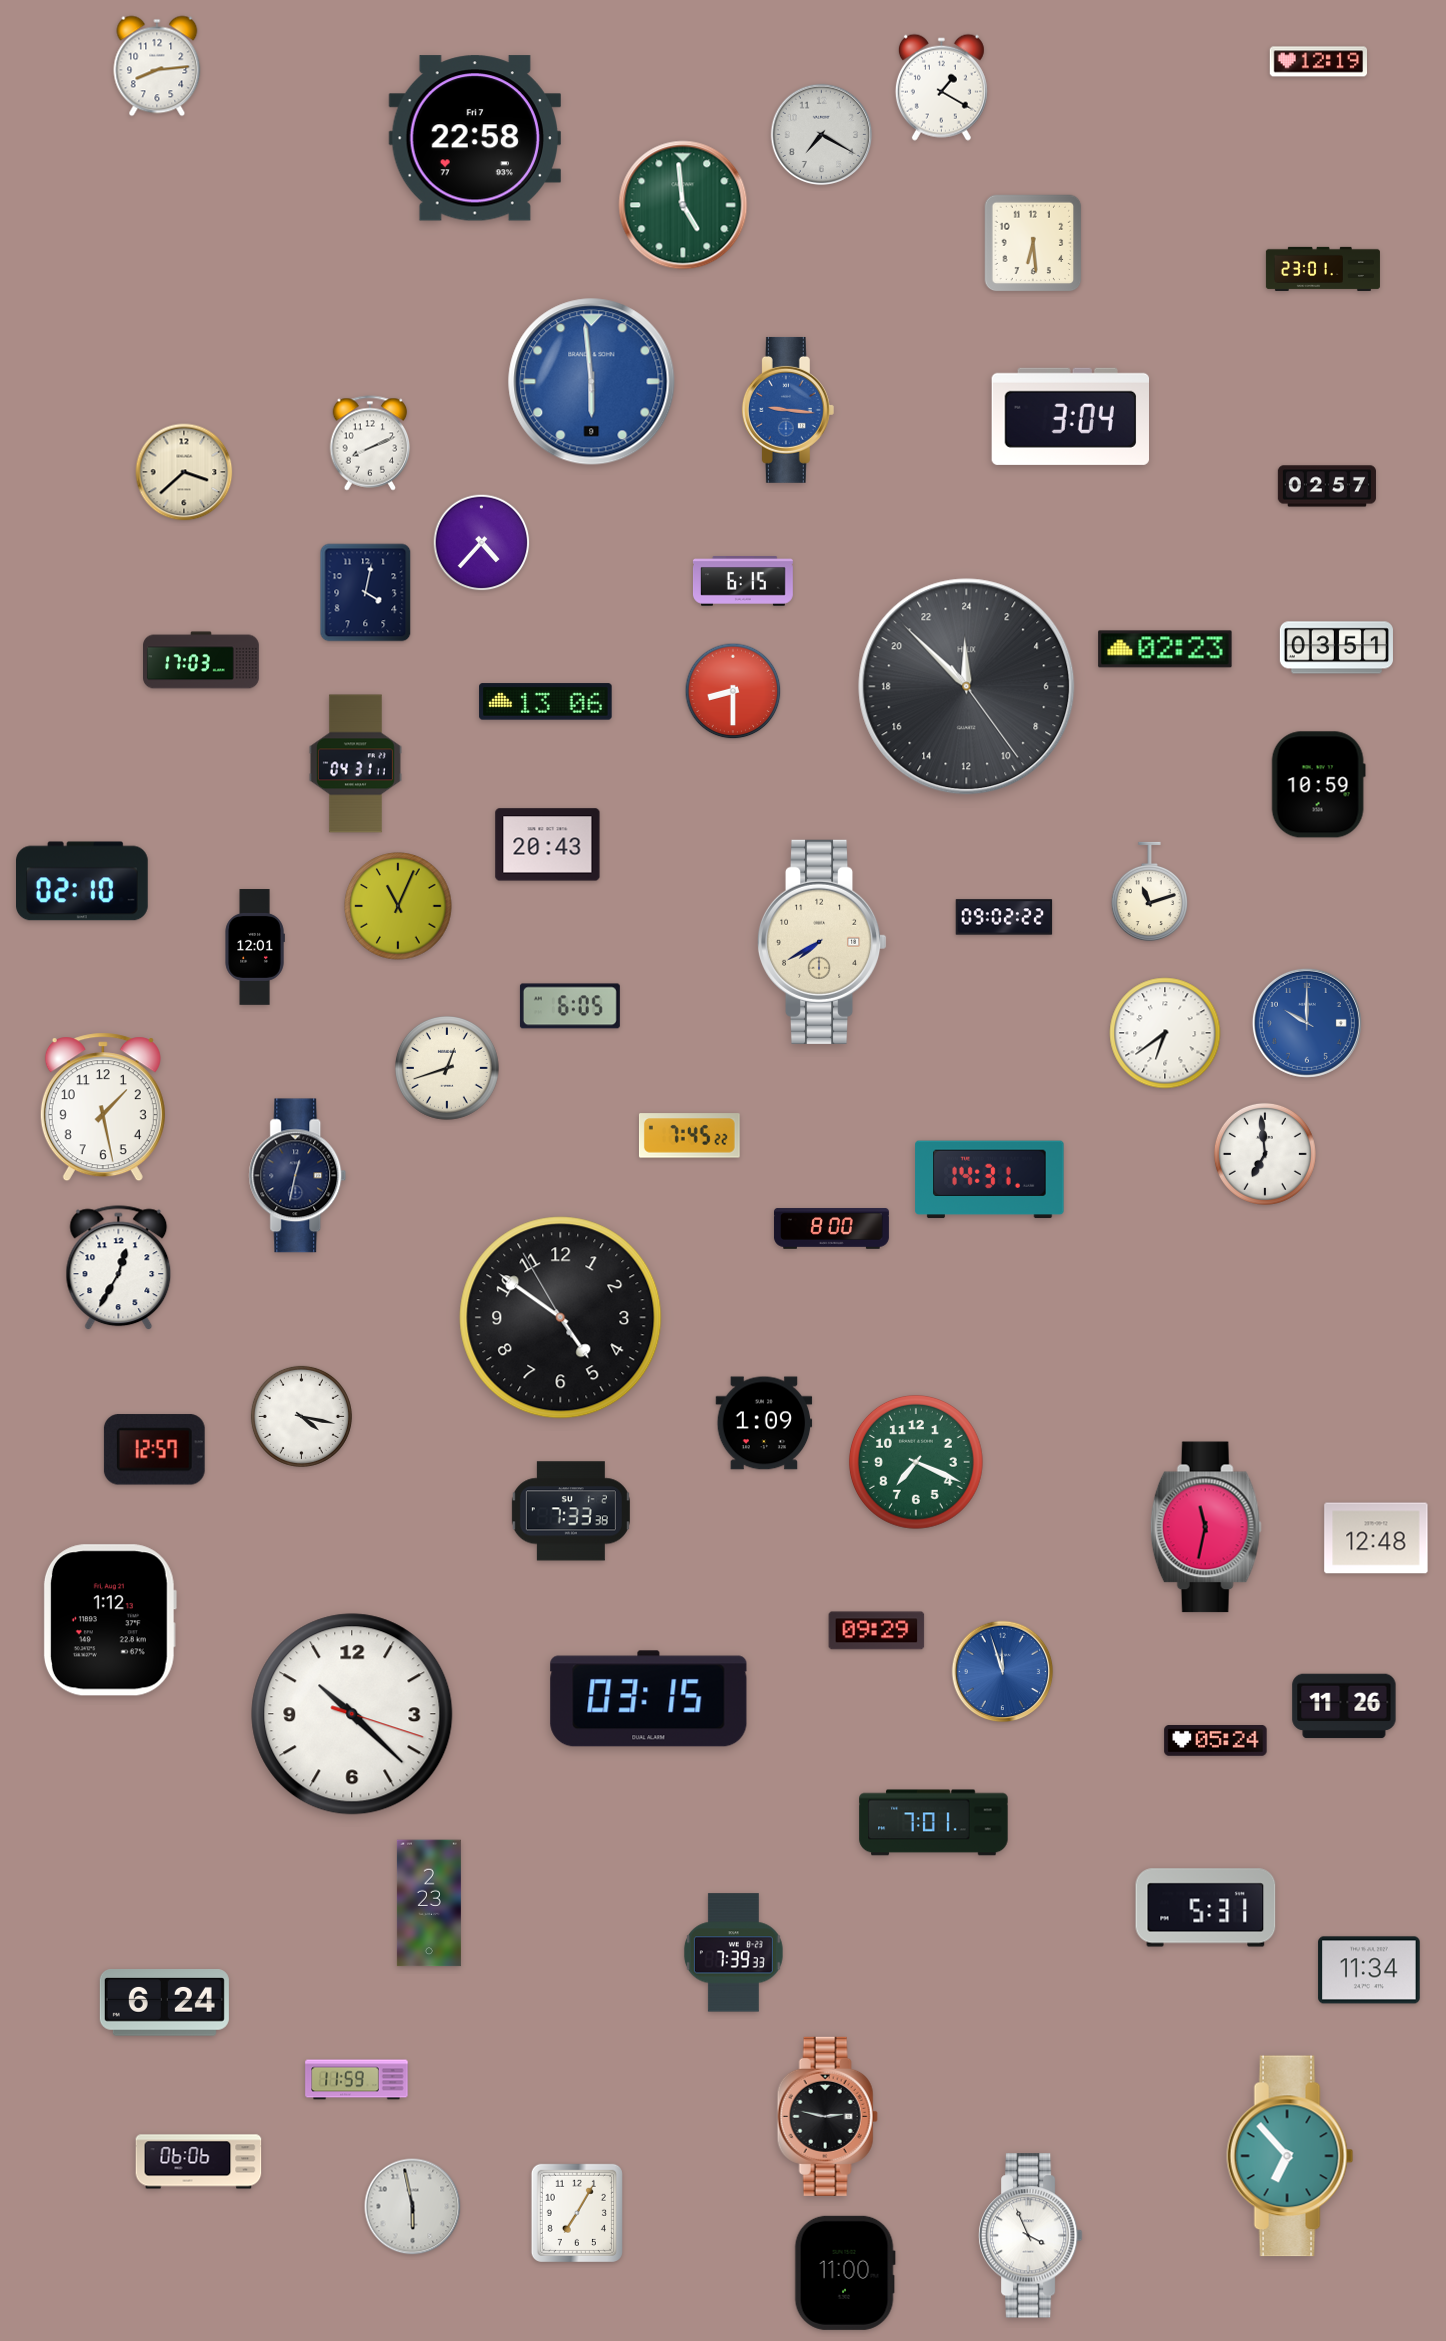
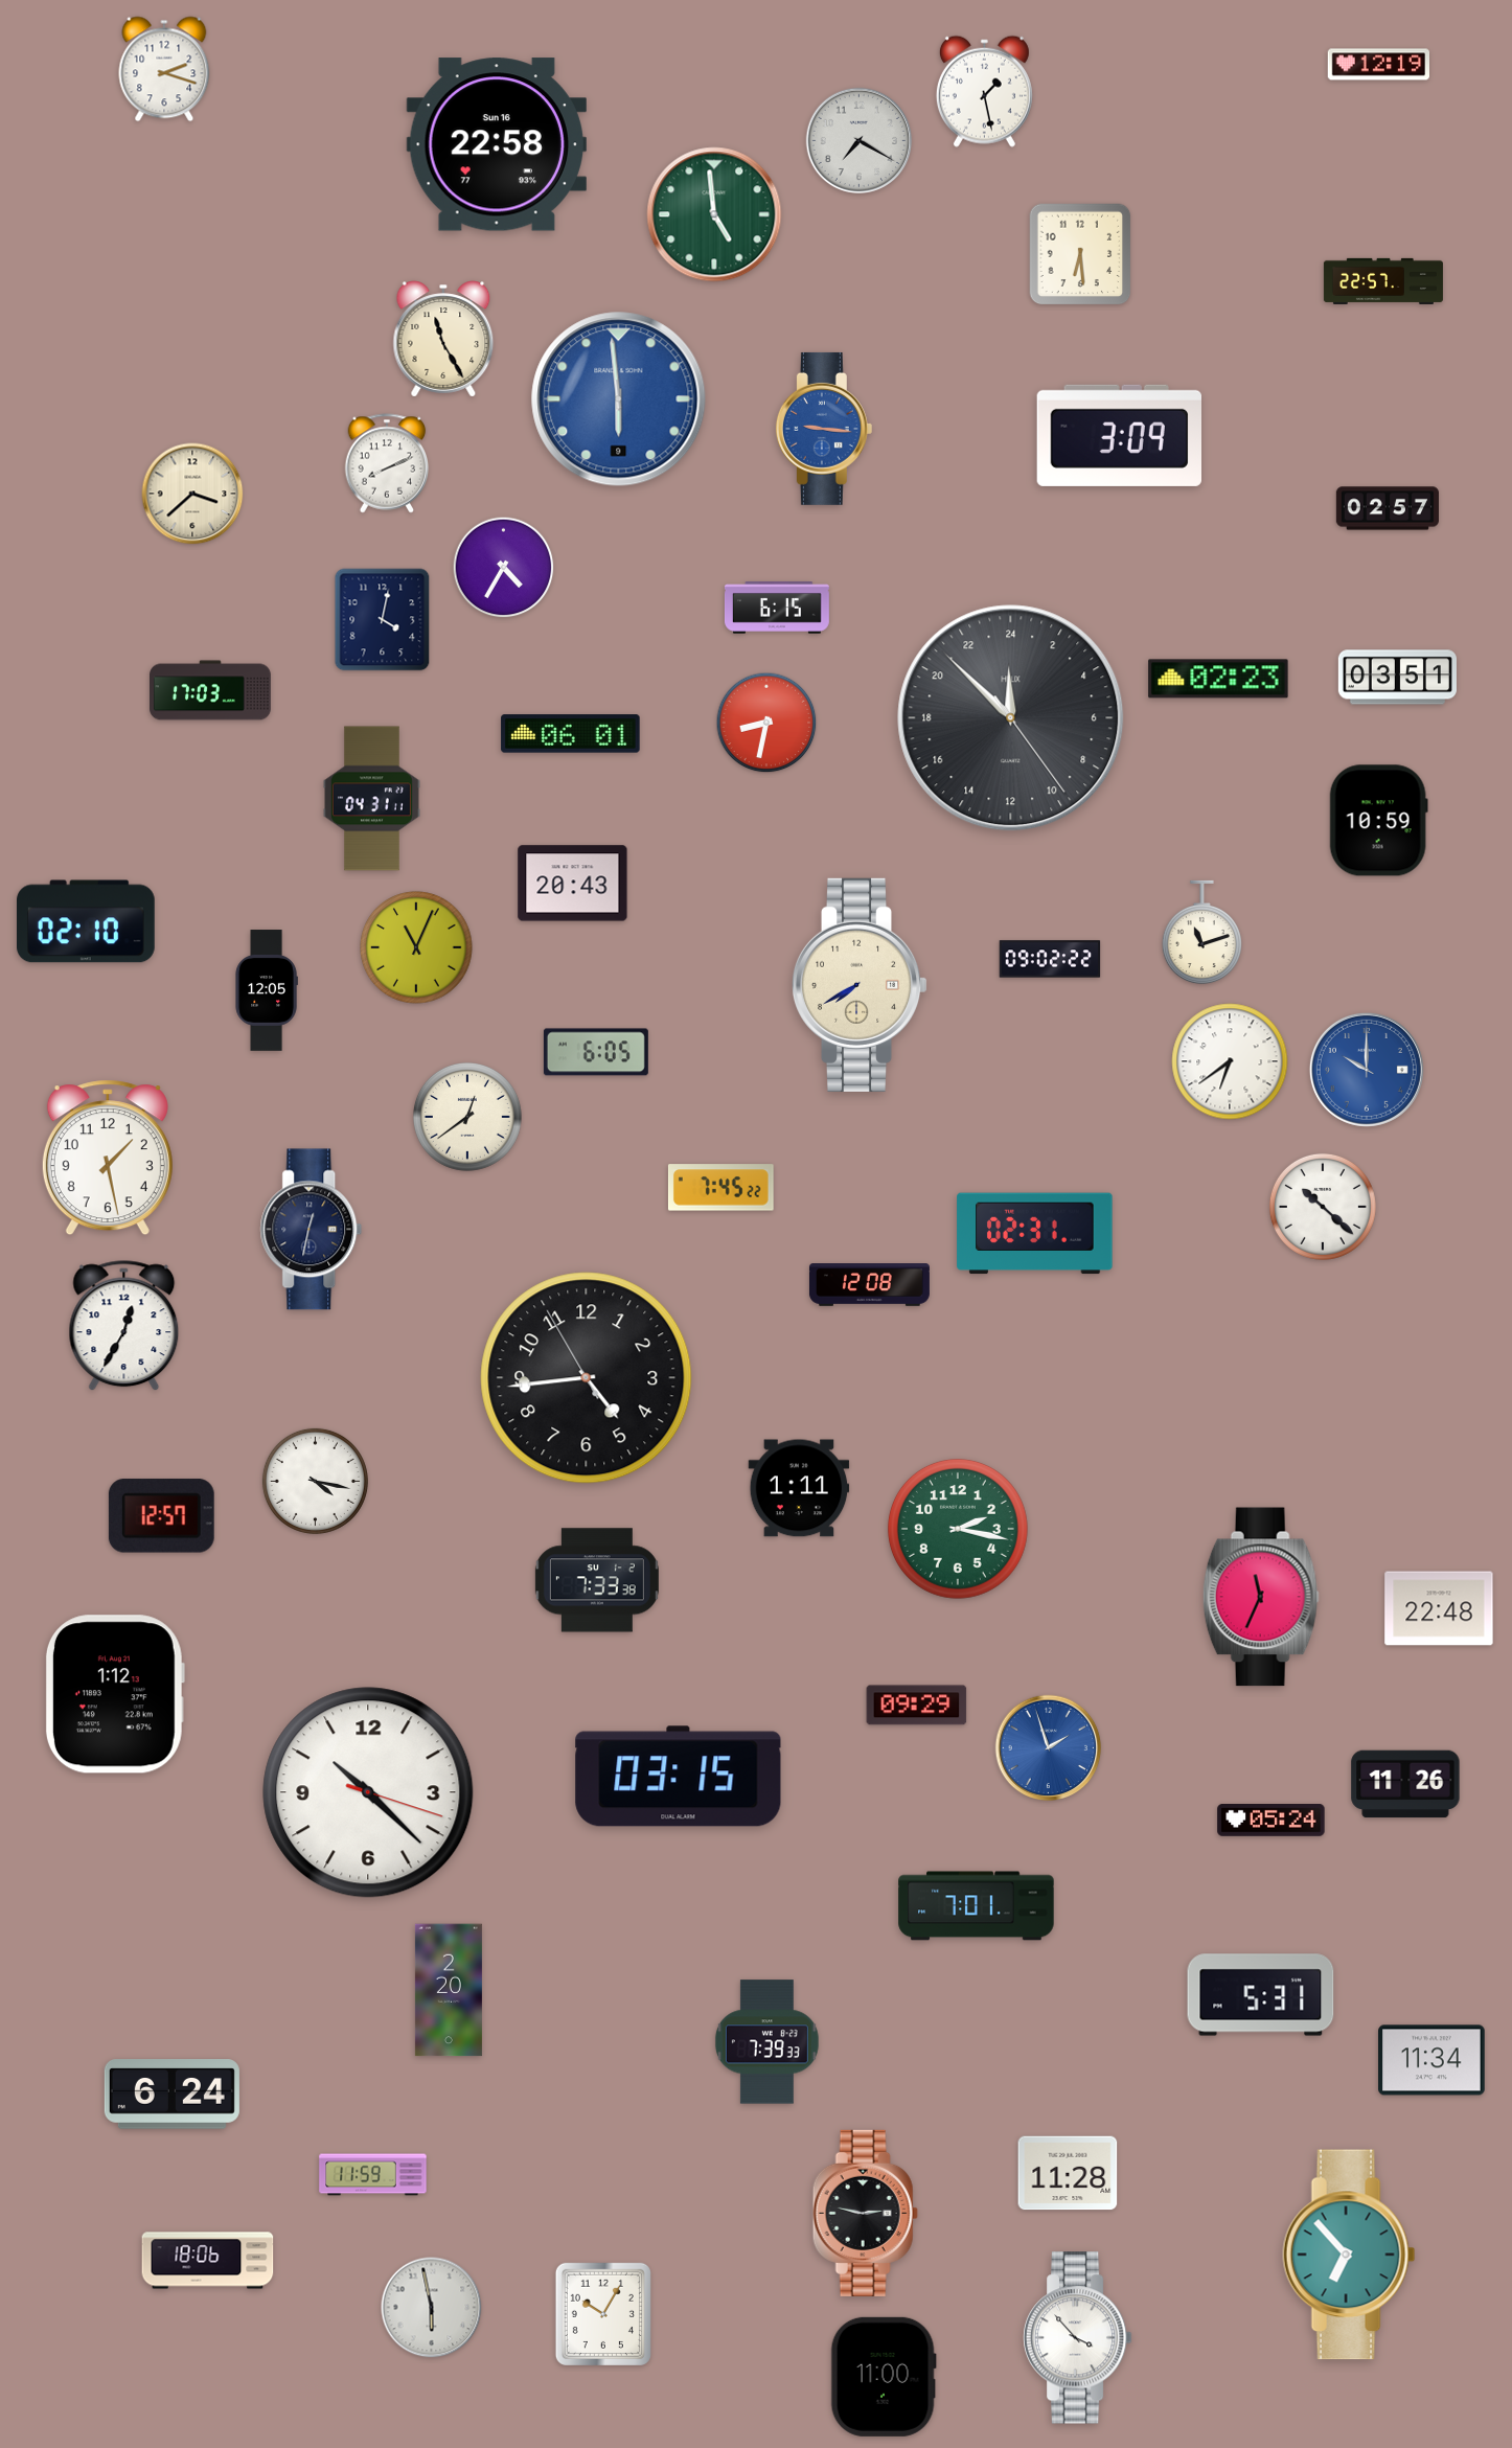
clock at (157, 66): 8:14 -> 2:18
clock at (941, 87): 1:20 -> 1:28
clock at (475, 138) date: Fri 7 -> Sun 16
clock at (1323, 269): 23:01 -> 22:57
clock at (443, 339): none -> 11:25
clock at (1070, 416): 3:04 -> 3:09
clock at (482, 543): 4:37 -> 4:35
clock at (733, 691): 8:30 -> 8:32
clock at (546, 702): 13:06 -> 06:01
clock at (255, 947): 12:01 -> 12:05
clock at (1165, 1033) position: (1165, 1033) -> (1230, 1061)
clock at (447, 1068): 12:42 -> 12:39
clock at (1265, 1154): 6:59 -> 10:22
clock at (990, 1180): 14:31 -> 02:31
clock at (831, 1229): 8:00 -> 12:08
clock at (561, 1318): 4:50 -> 4:43
clock at (764, 1423): 1:09 -> 1:11
clock at (916, 1462): 7:19 -> 2:17
clock at (1206, 1527): 11:32 -> 11:34
clock at (1376, 1538): 12:48 -> 22:48
clock at (1003, 1672): 11:57 -> 1:57
clock at (429, 1903): 2:23 -> 2:20
clock at (1068, 2173): none -> 11:28
clock at (199, 2162): 06:06 -> 18:06
clock at (577, 2213): 7:05 -> 10:05
clock at (1030, 2236): 3:56 -> 3:53
